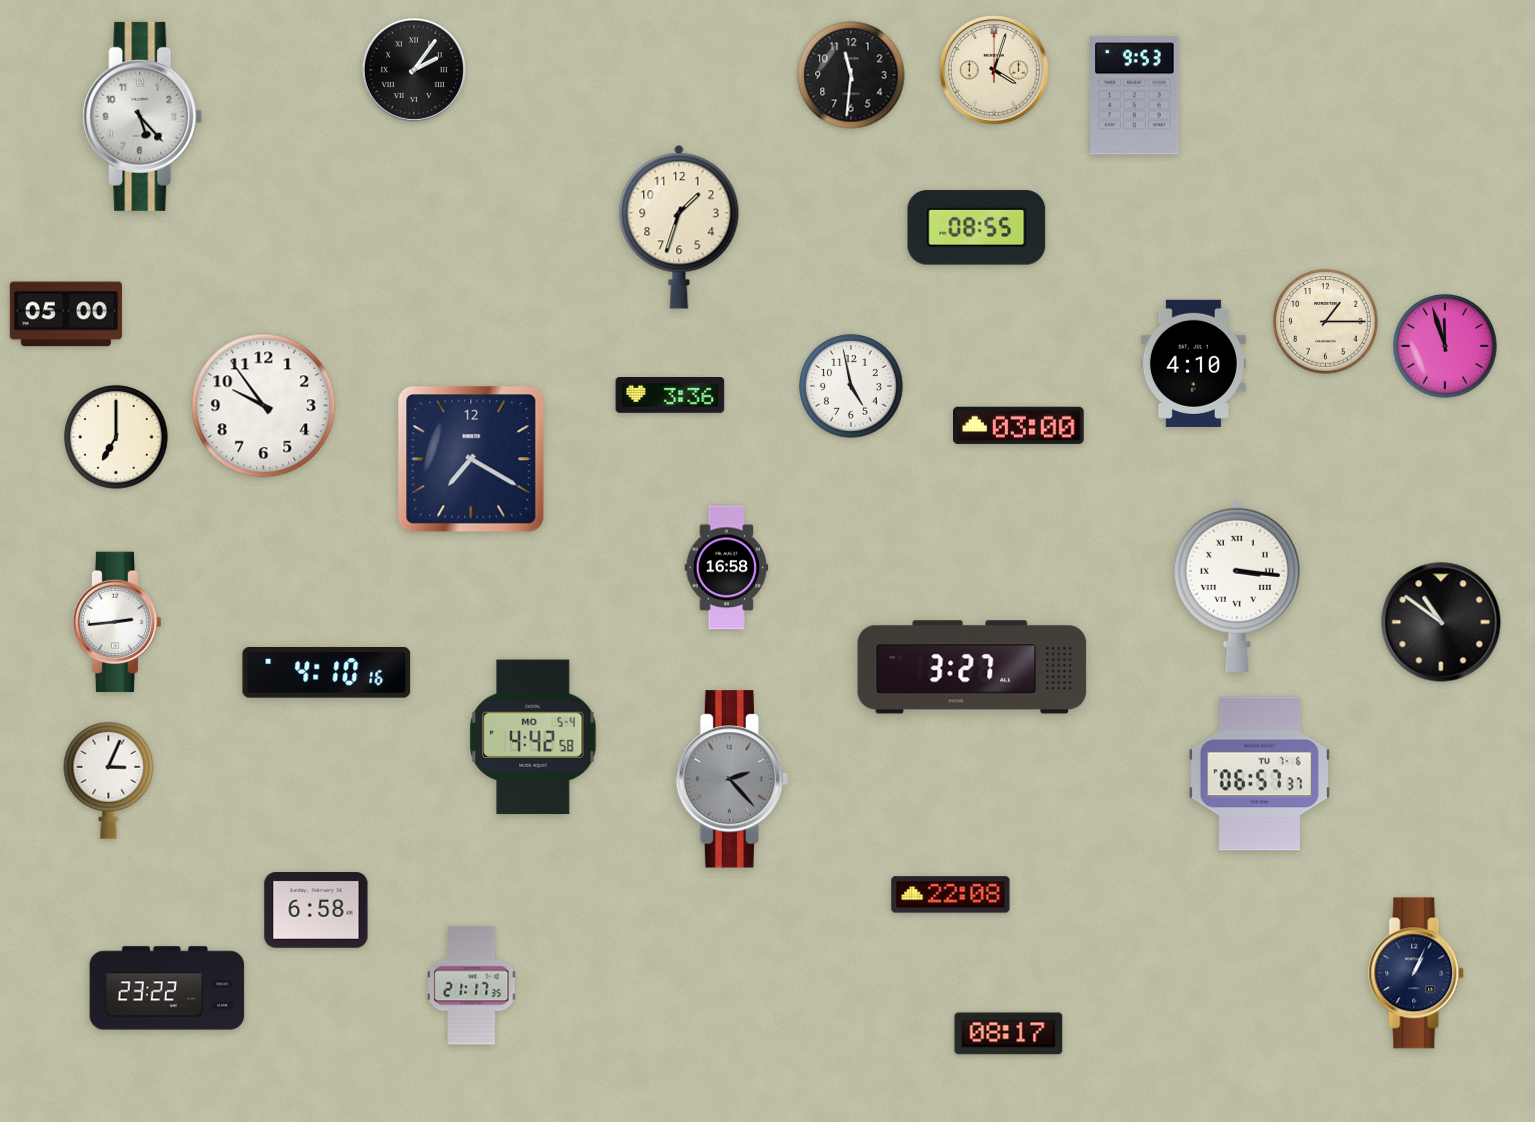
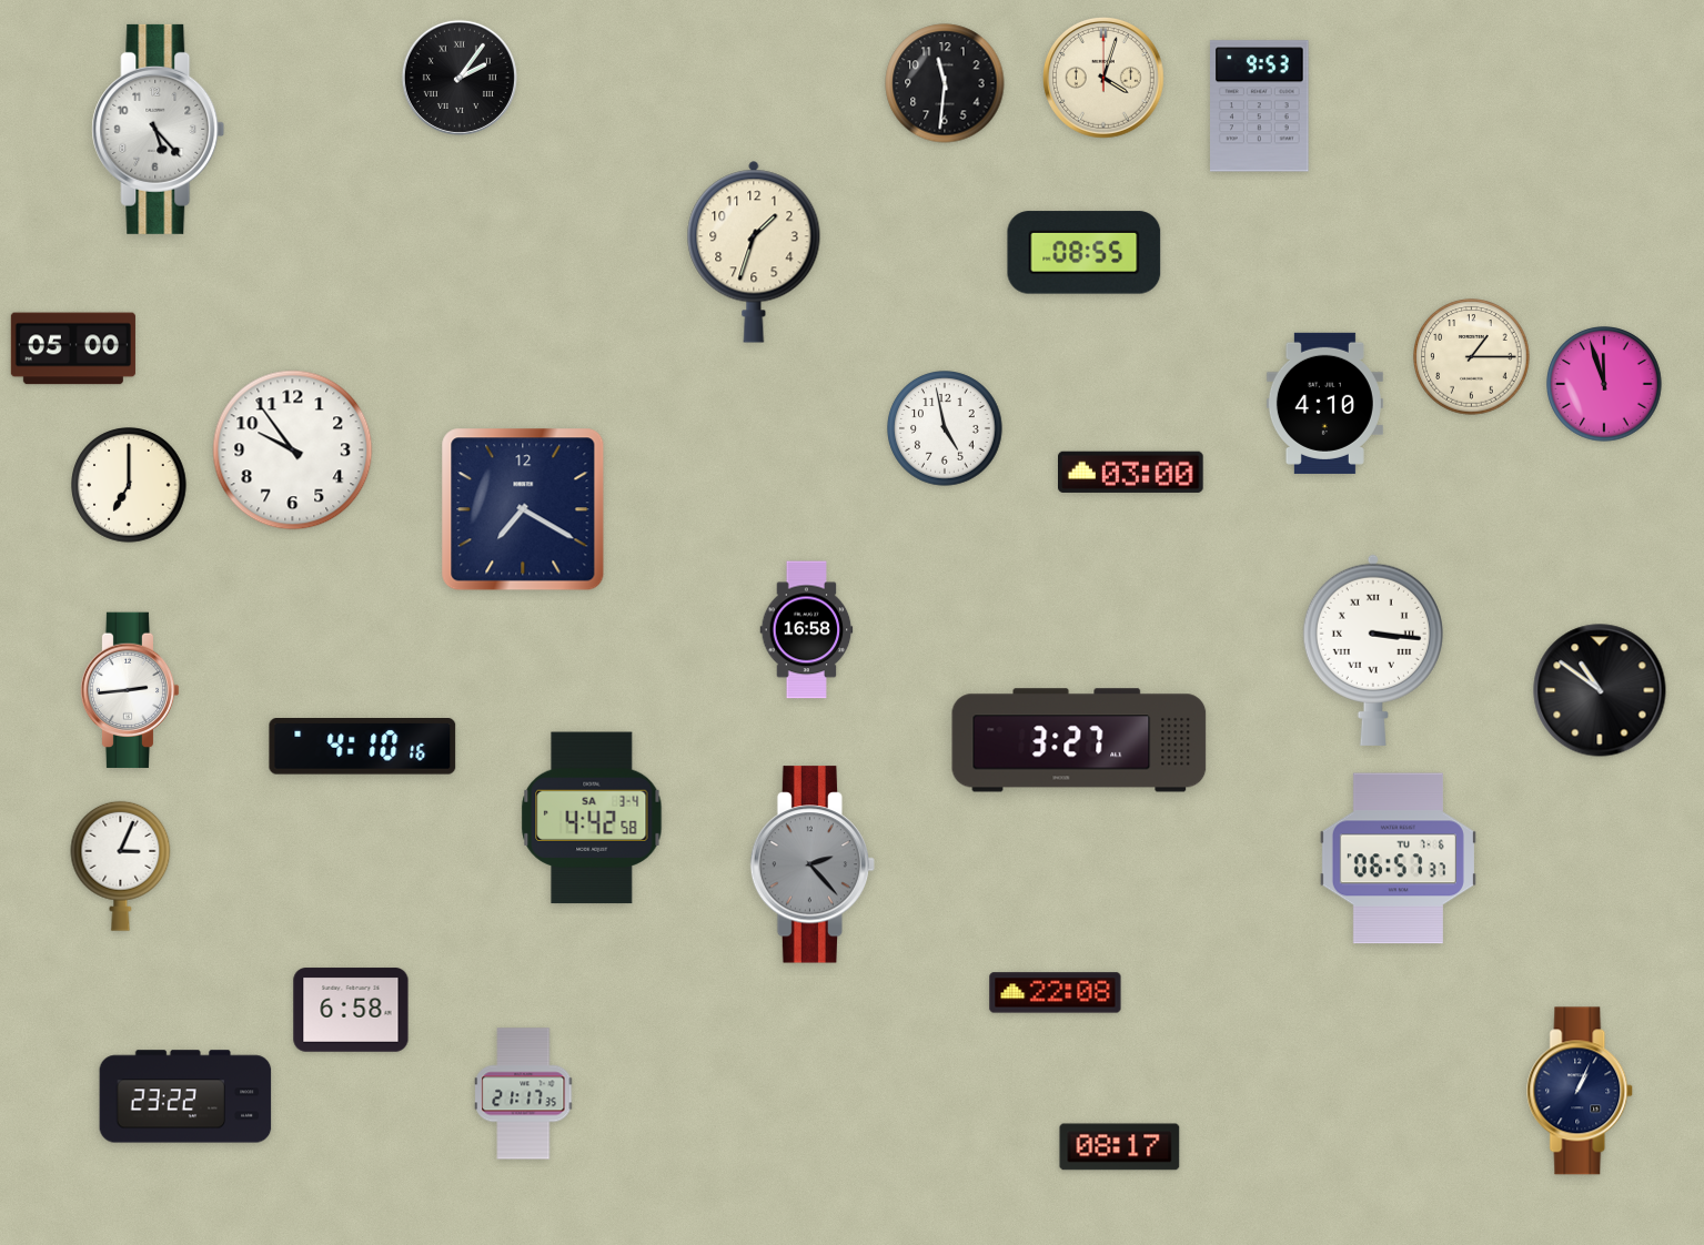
clock at (670, 396): 3:36 -> none
clock at (533, 737) date: MO 5-4 -> SA 3-4
clock at (1417, 973) position: (1417, 973) -> (1581, 1091)
